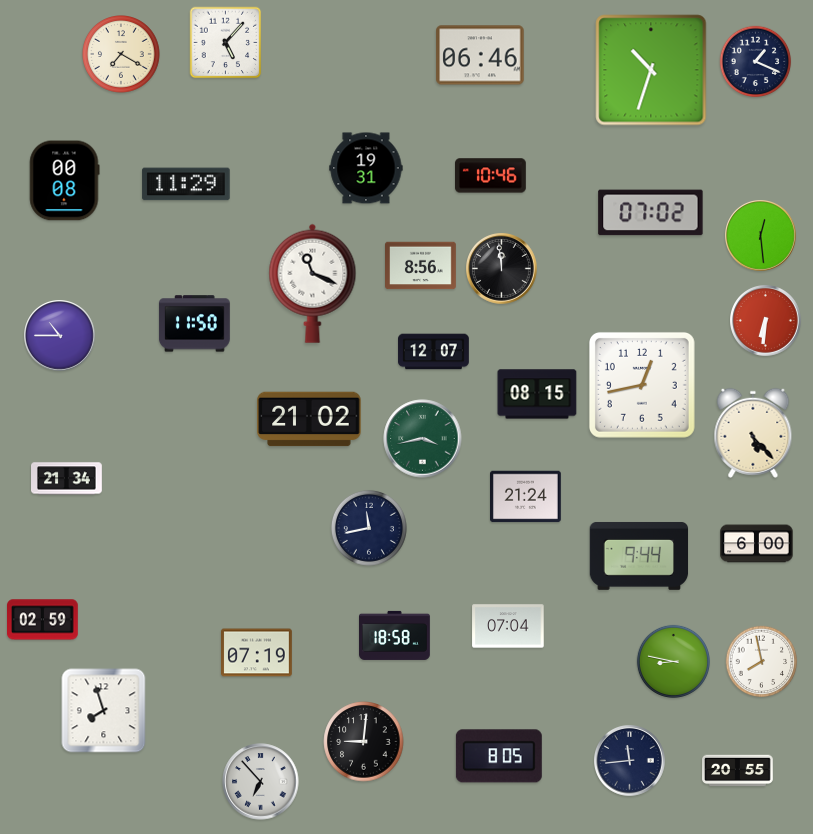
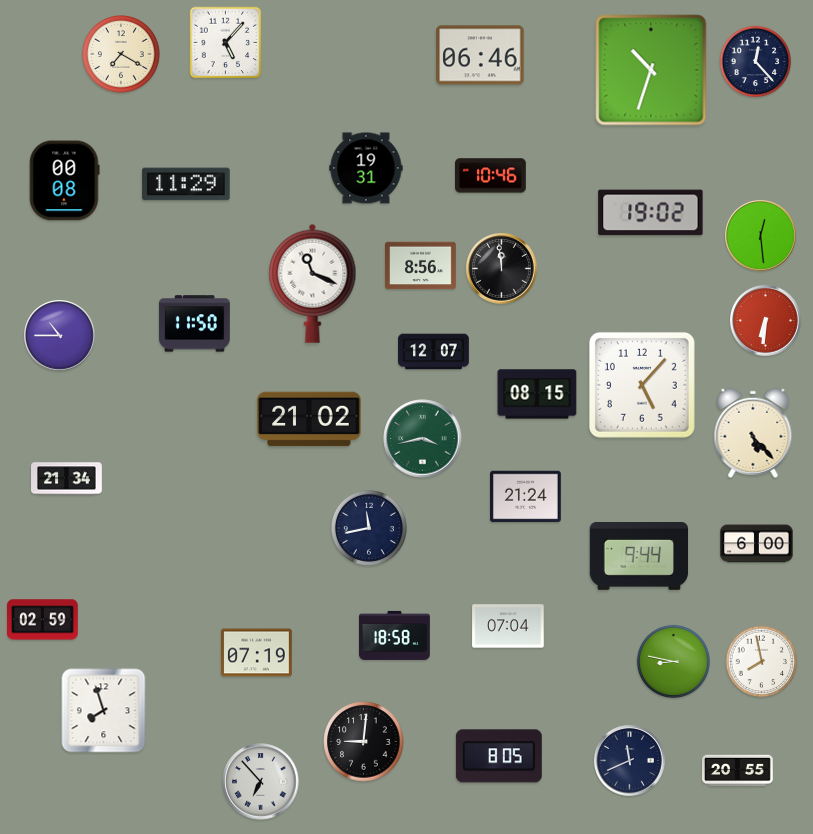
clock at (756, 62): 1:19 -> 12:23
clock at (651, 213): 07:02 -> 19:02
clock at (642, 385): 12:43 -> 5:07
clock at (630, 761): 11:44 -> 11:41
